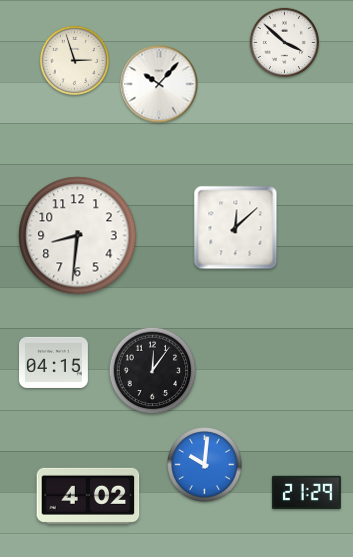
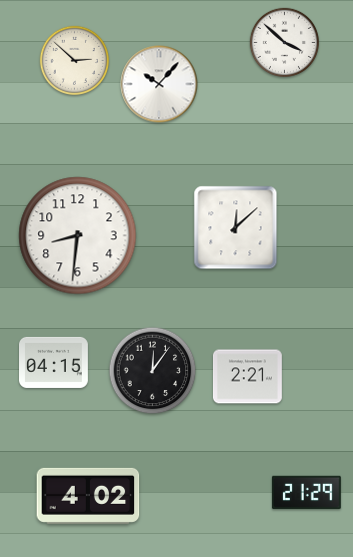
clock at (74, 60): 2:57 -> 2:52
clock at (247, 377): none -> 2:21
clock at (205, 465): 10:01 -> none
